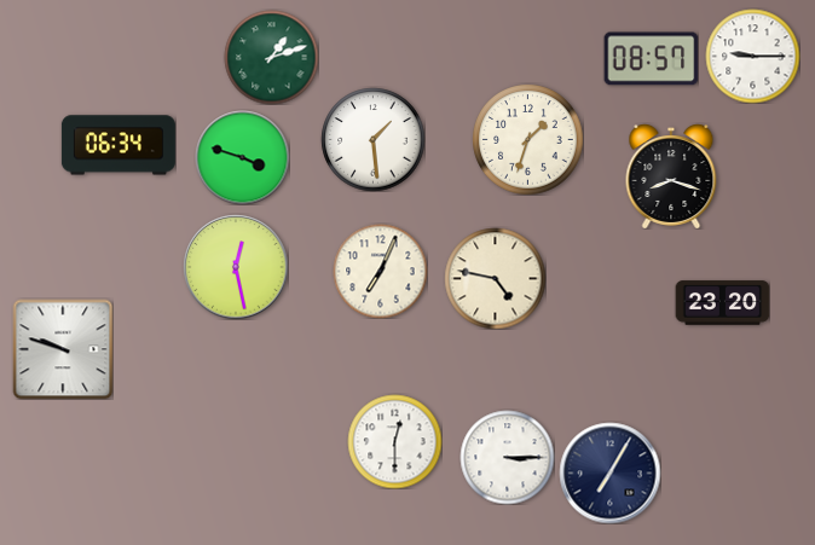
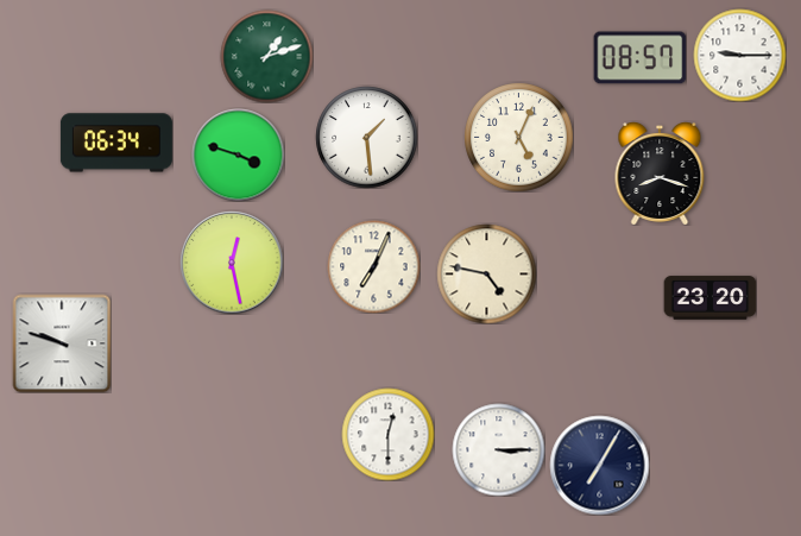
clock at (527, 139): 1:33 -> 5:04
